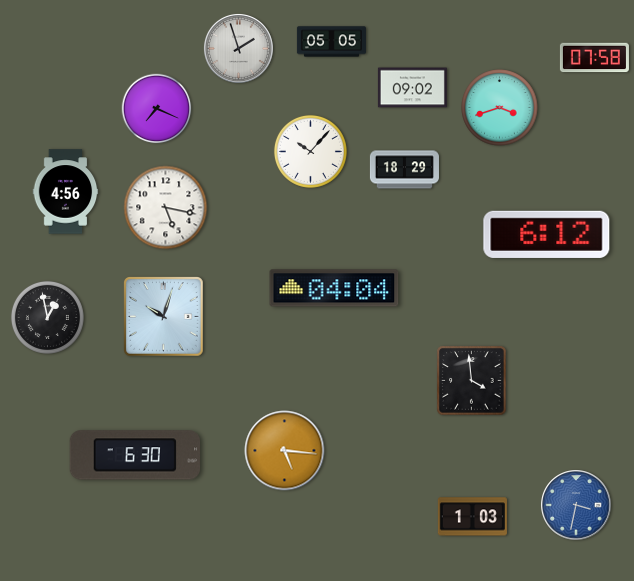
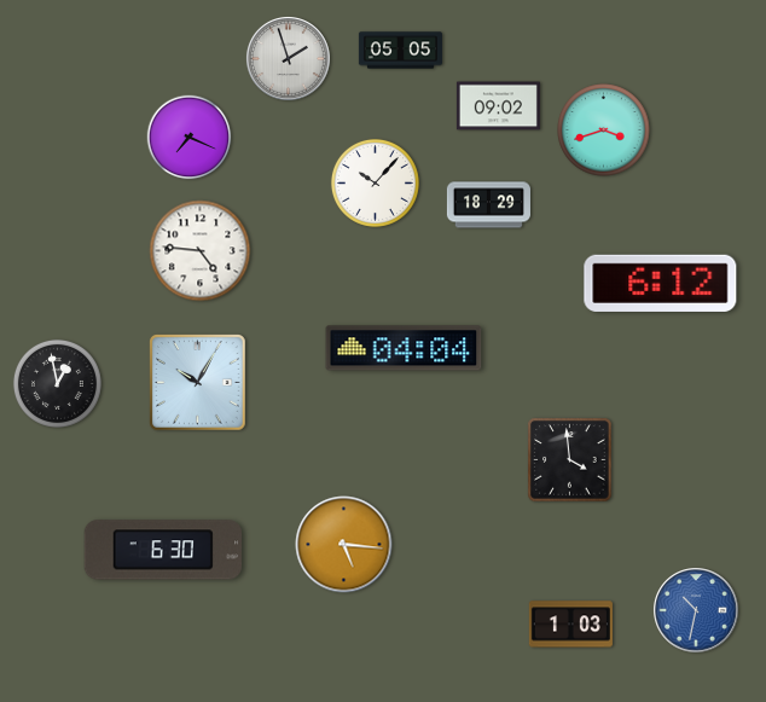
clock at (594, 58): 07:58 -> none
clock at (157, 109) position: (157, 109) -> (190, 138)
clock at (66, 192): 4:56 -> none
clock at (166, 208): 5:17 -> 4:46
clock at (164, 317): 10:03 -> 10:05
clock at (577, 506): 3:32 -> 10:32
